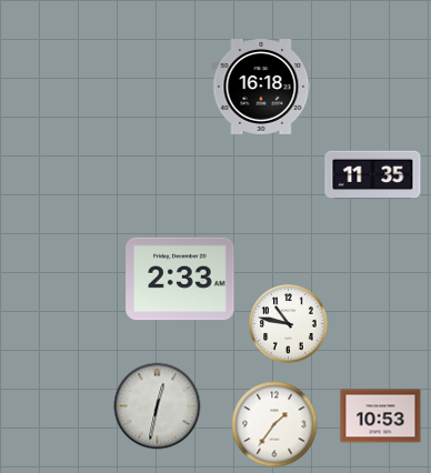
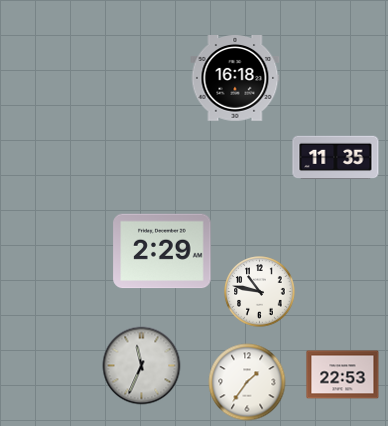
clock at (180, 279): 2:33 -> 2:29
clock at (158, 406): 12:32 -> 11:34
clock at (381, 416): 10:53 -> 22:53
